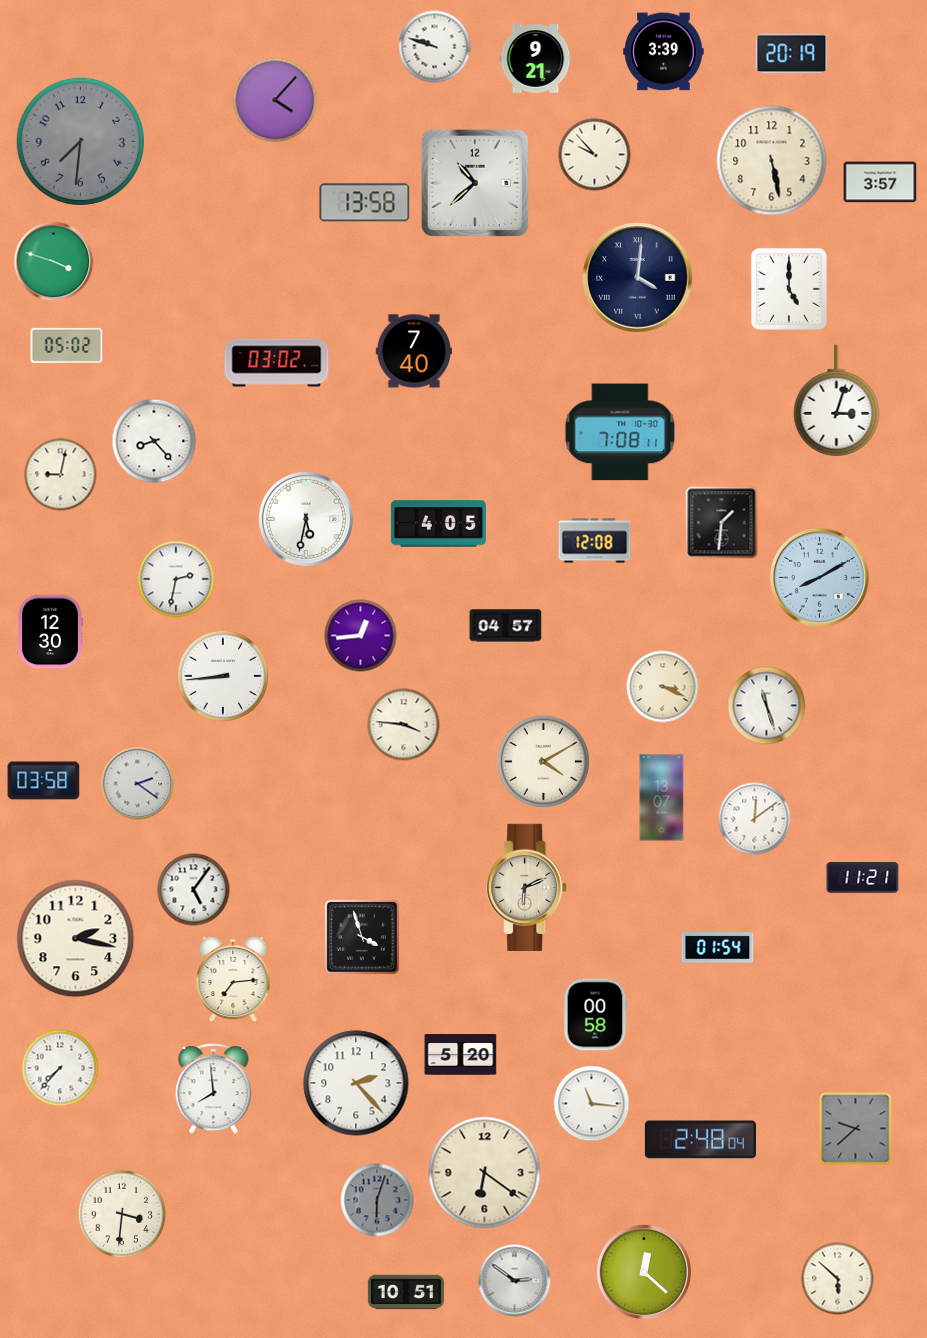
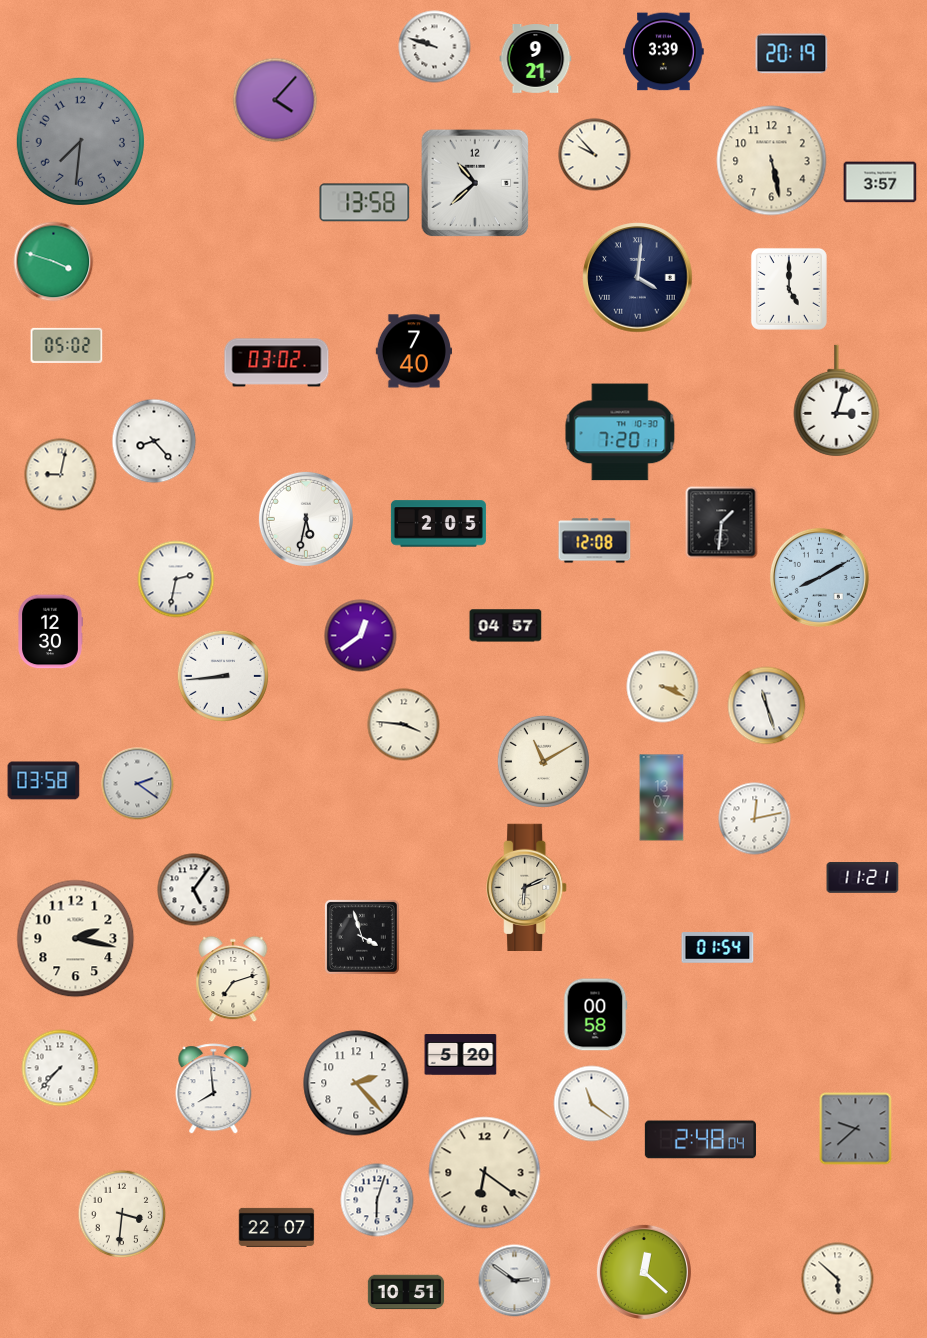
clock at (620, 432): 7:08 -> 7:20
clock at (438, 524): 4:05 -> 2:05
clock at (361, 636): 12:44 -> 12:39
clock at (543, 761): 4:10 -> 11:10
clock at (755, 819): 12:09 -> 12:13
clock at (233, 979): 7:14 -> 7:12
clock at (592, 1104): 11:16 -> 11:21
clock at (377, 1200) dial: grey -> white
clock at (277, 1227): none -> 22:07
